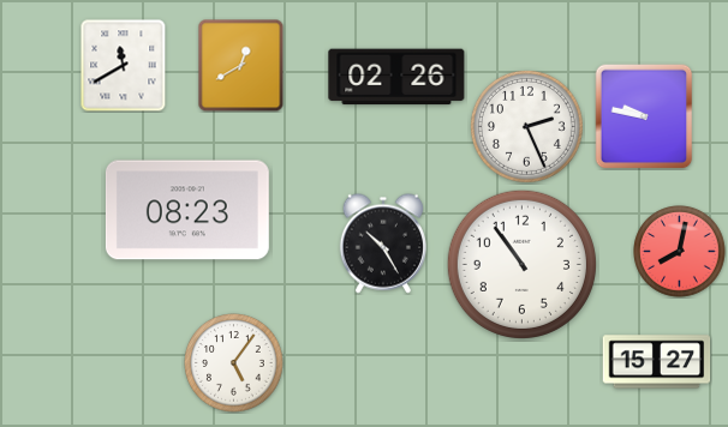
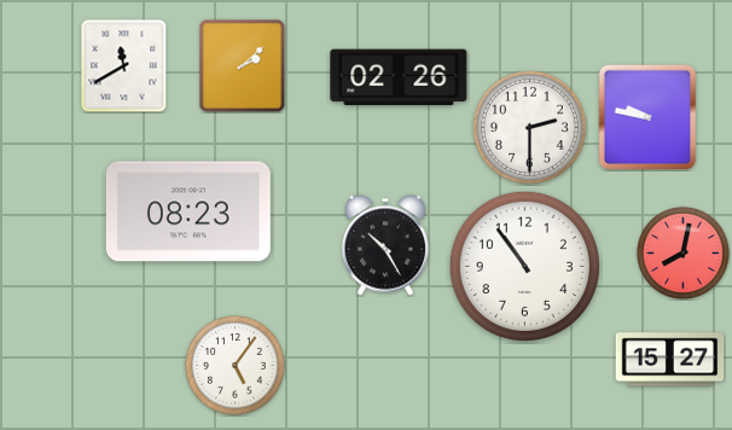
clock at (241, 65): 12:40 -> 2:08
clock at (526, 126): 2:26 -> 2:30
clock at (657, 362) position: (657, 362) -> (670, 360)
